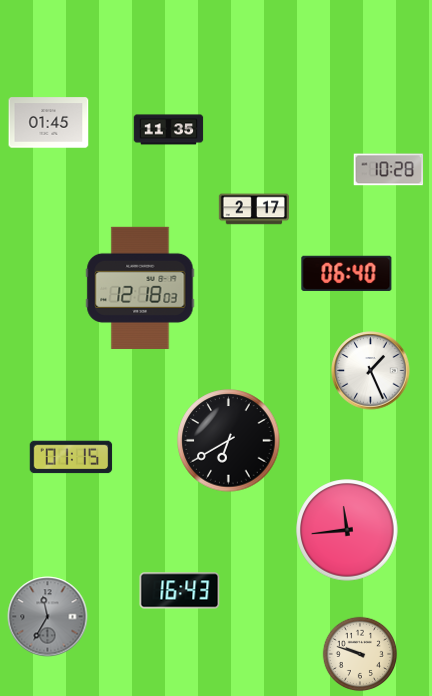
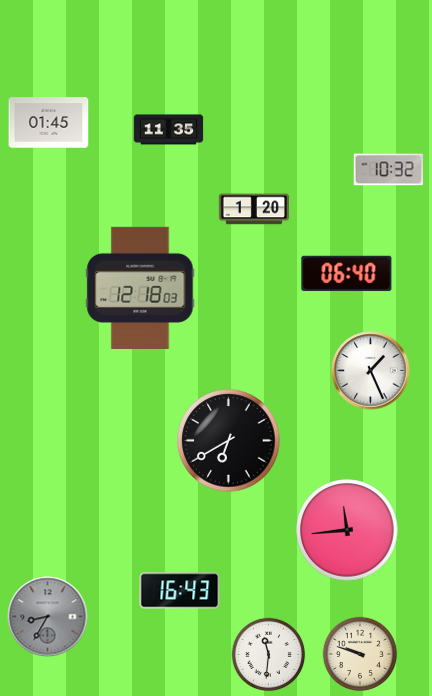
clock at (389, 170): 10:28 -> 10:32
clock at (253, 209): 2:17 -> 1:20
clock at (71, 457): 01:15 -> none
clock at (48, 617): 11:35 -> 8:35
clock at (269, 655): none -> 11:31
